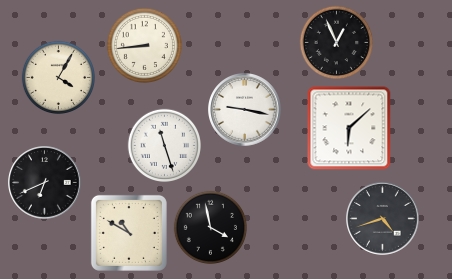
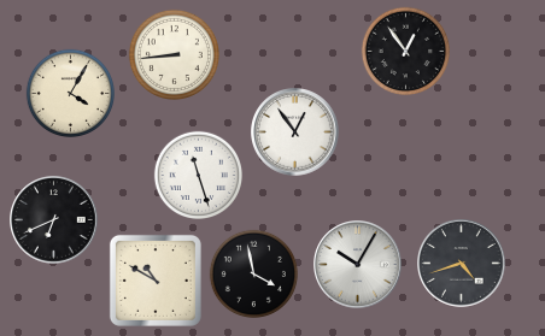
clock at (336, 42): 12:56 -> 12:54
clock at (245, 110): 9:17 -> 12:54
clock at (349, 128): 6:08 -> none
clock at (358, 265): none -> 10:05
